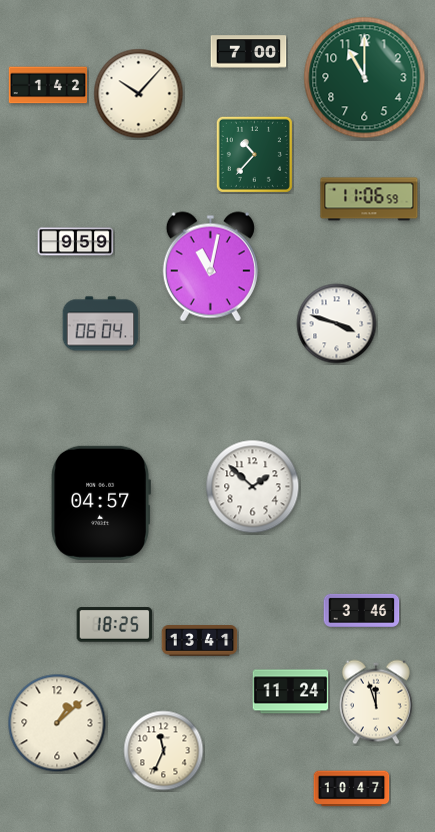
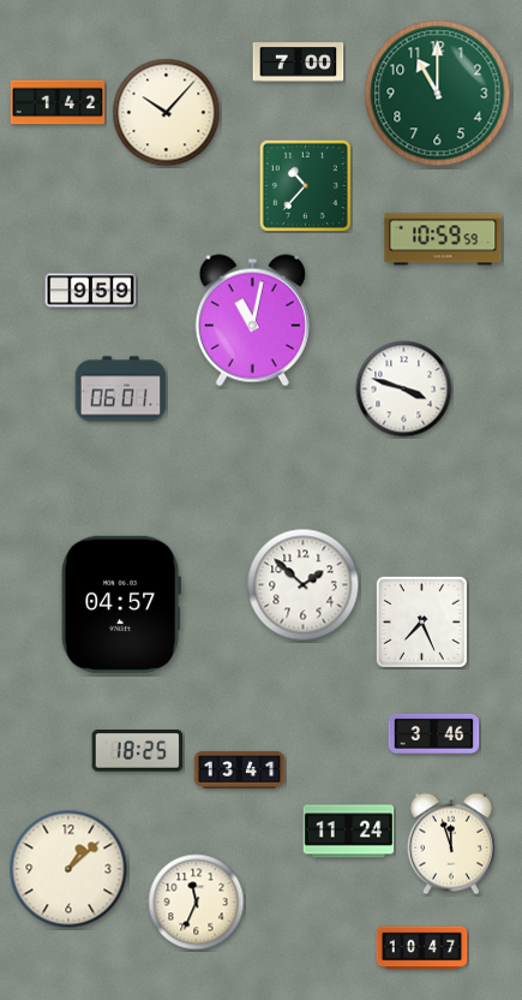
clock at (369, 199): 11:06 -> 10:59
clock at (101, 324): 06:04 -> 06:01
clock at (421, 621): none -> 7:26
